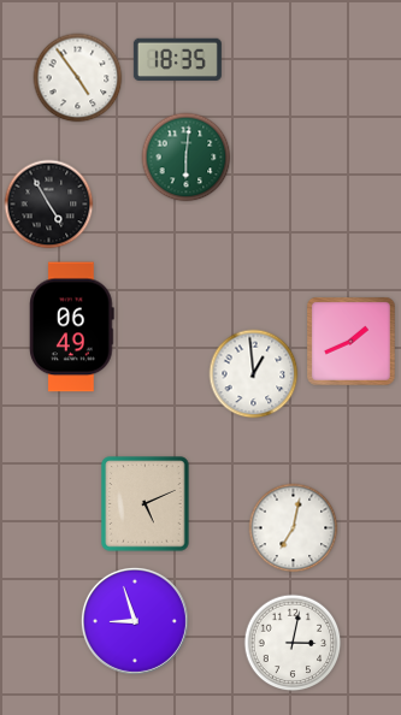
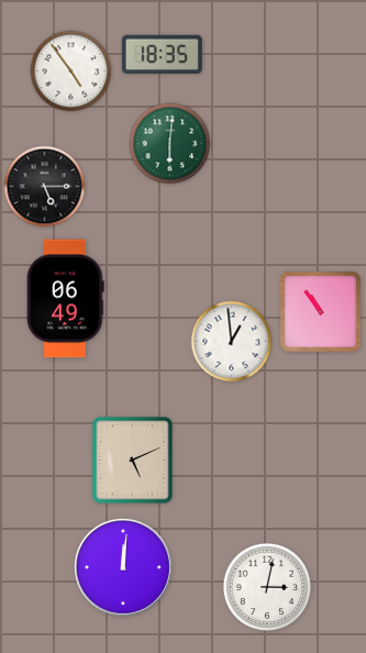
clock at (49, 205): 4:55 -> 5:15
clock at (352, 342): 1:41 -> 10:54
clock at (294, 528): 7:02 -> none
clock at (135, 621): 8:57 -> 12:01
